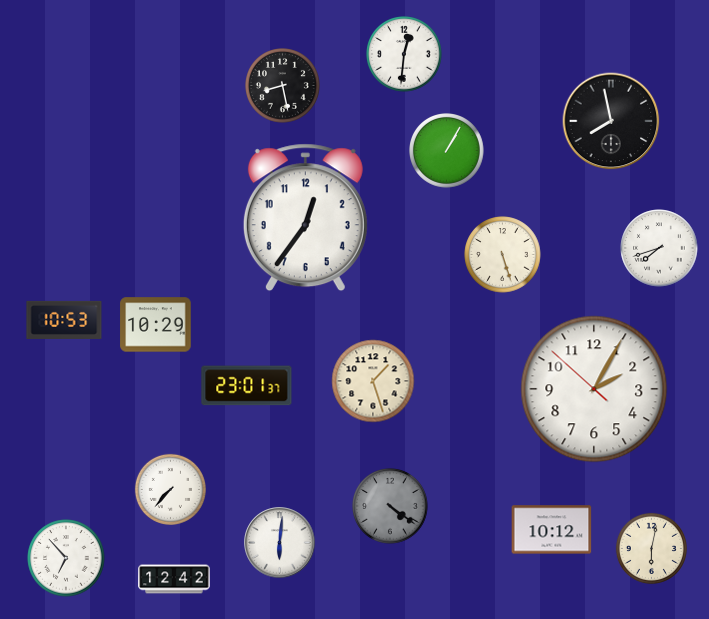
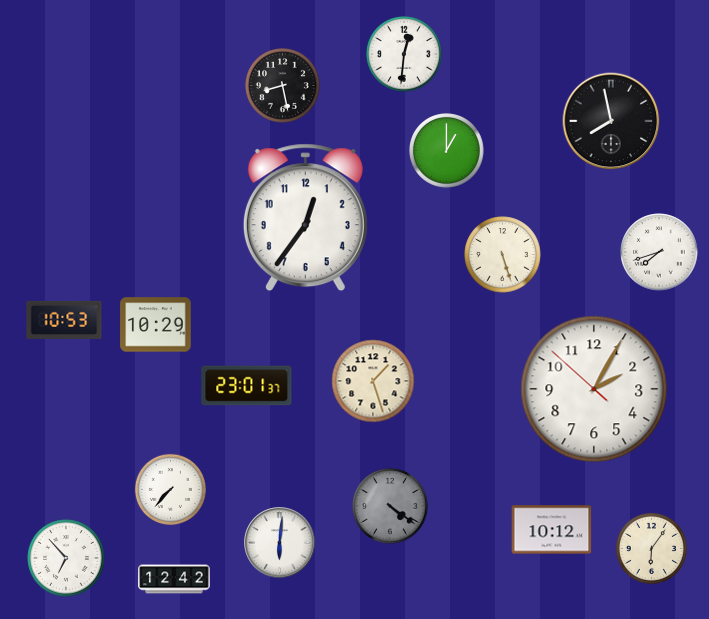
clock at (447, 151): 1:05 -> 1:00
clock at (659, 248) position: (659, 248) -> (659, 252)
clock at (651, 548): 6:02 -> 6:06
